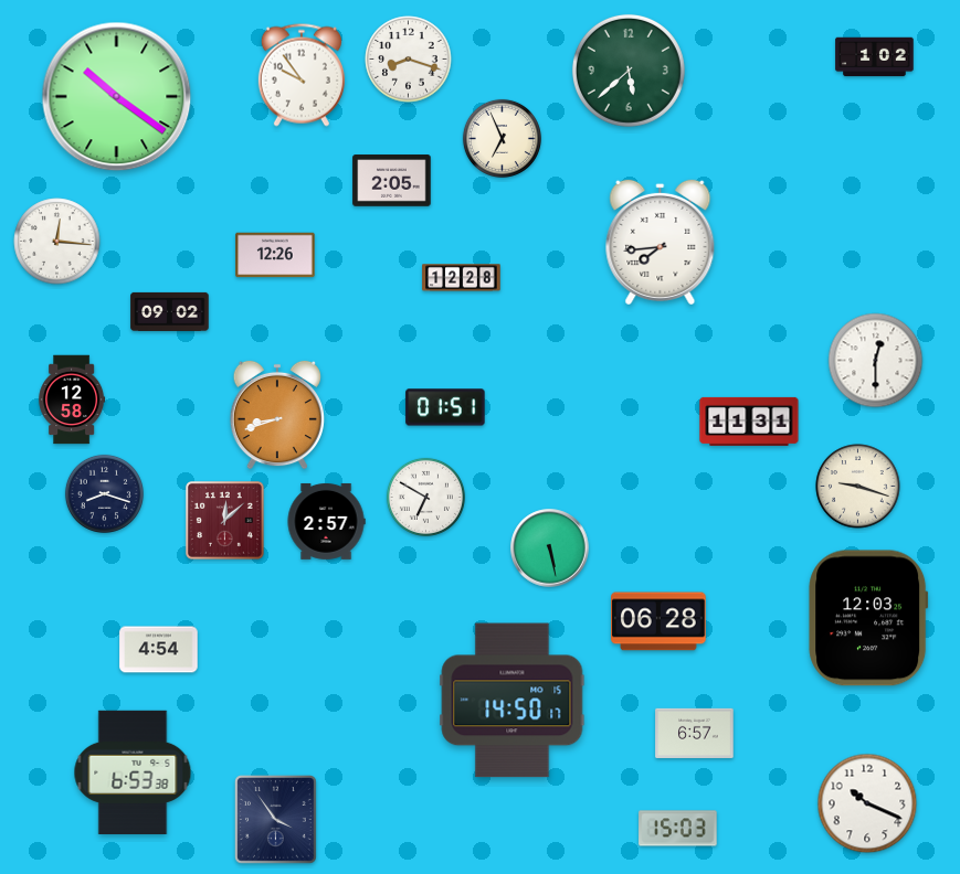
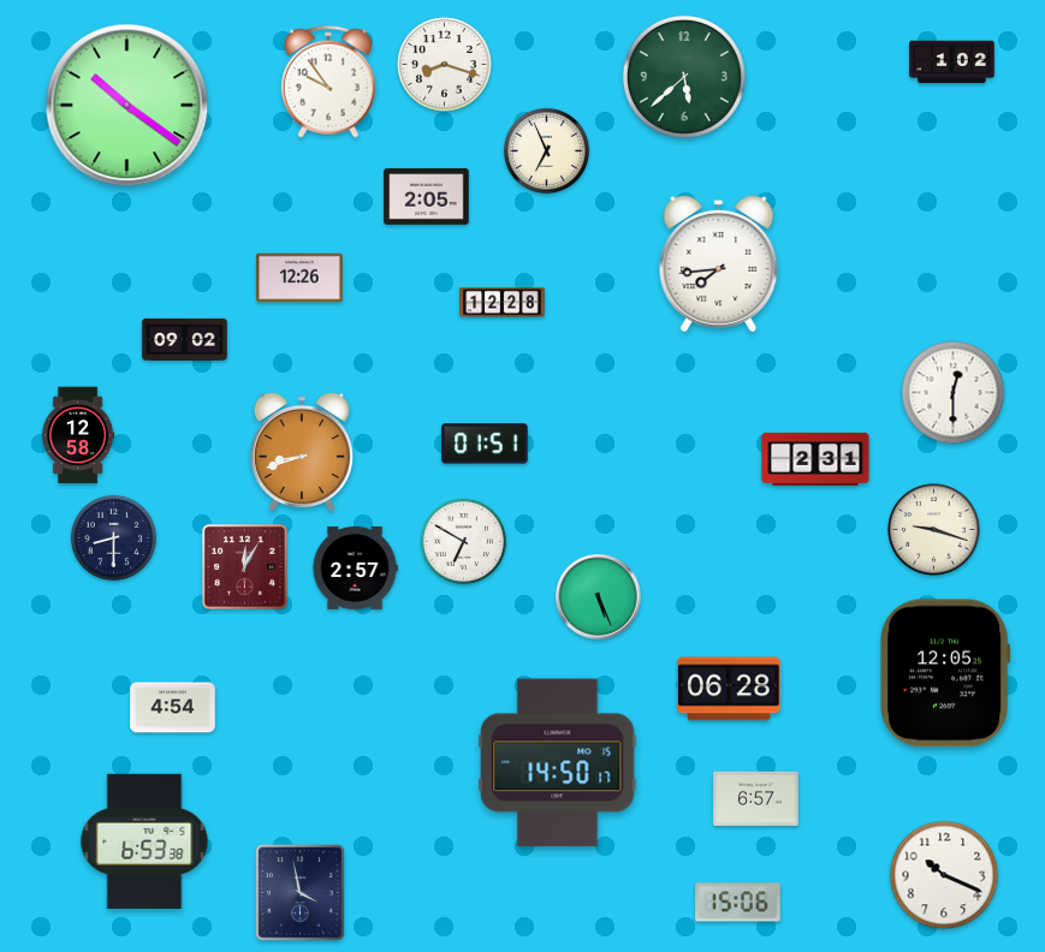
clock at (57, 242): 12:16 -> none
clock at (749, 422): 11:31 -> 2:31
clock at (104, 493): 8:18 -> 8:30
clock at (225, 521): 12:08 -> 12:05
clock at (550, 548): 5:28 -> 5:26
clock at (868, 618): 12:03 -> 12:05
clock at (658, 621) position: (658, 621) -> (729, 689)
clock at (276, 820): 3:54 -> 3:58
clock at (678, 829): 15:03 -> 15:06
